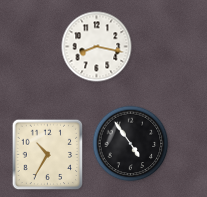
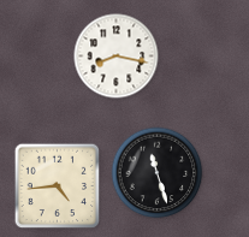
clock at (131, 144): 4:54 -> 11:27
clock at (48, 155): 10:35 -> 4:44
